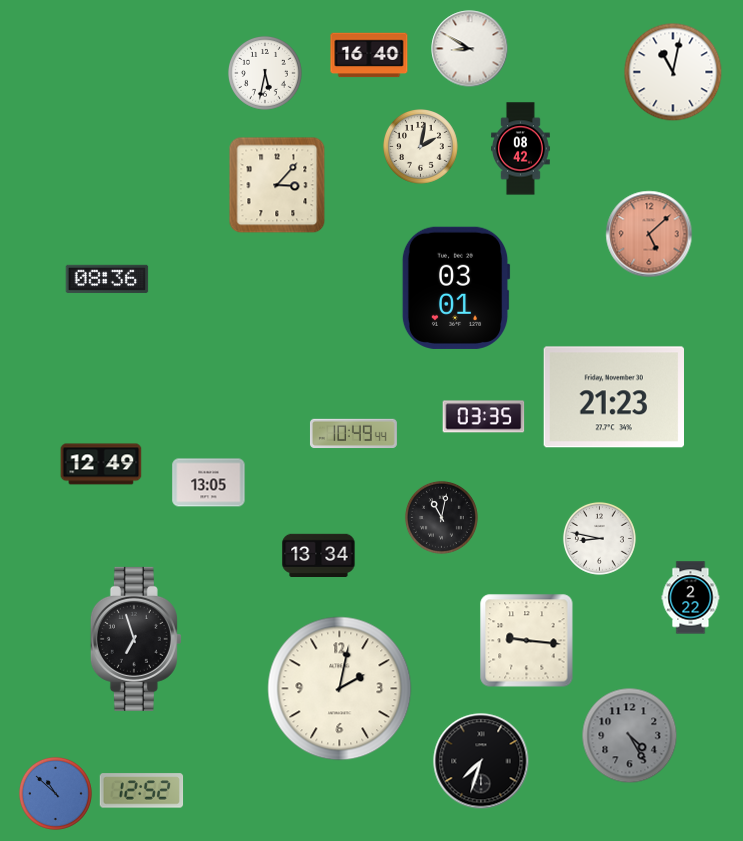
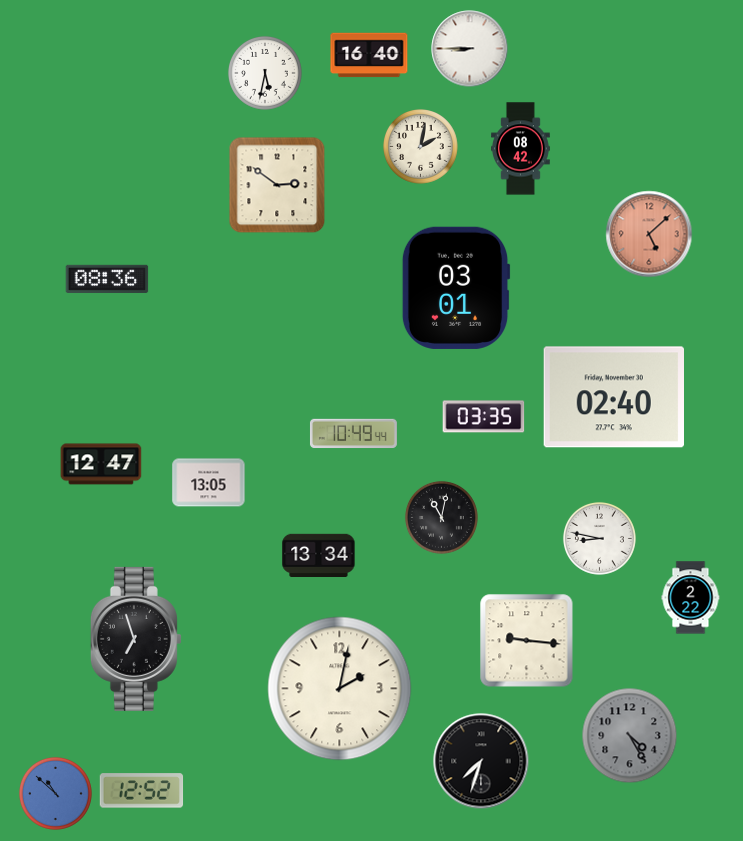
clock at (470, 49): 8:50 -> 8:45
clock at (673, 72): 11:02 -> none
clock at (277, 185): 3:07 -> 2:51
clock at (613, 397): 21:23 -> 02:40
clock at (101, 464): 12:49 -> 12:47
